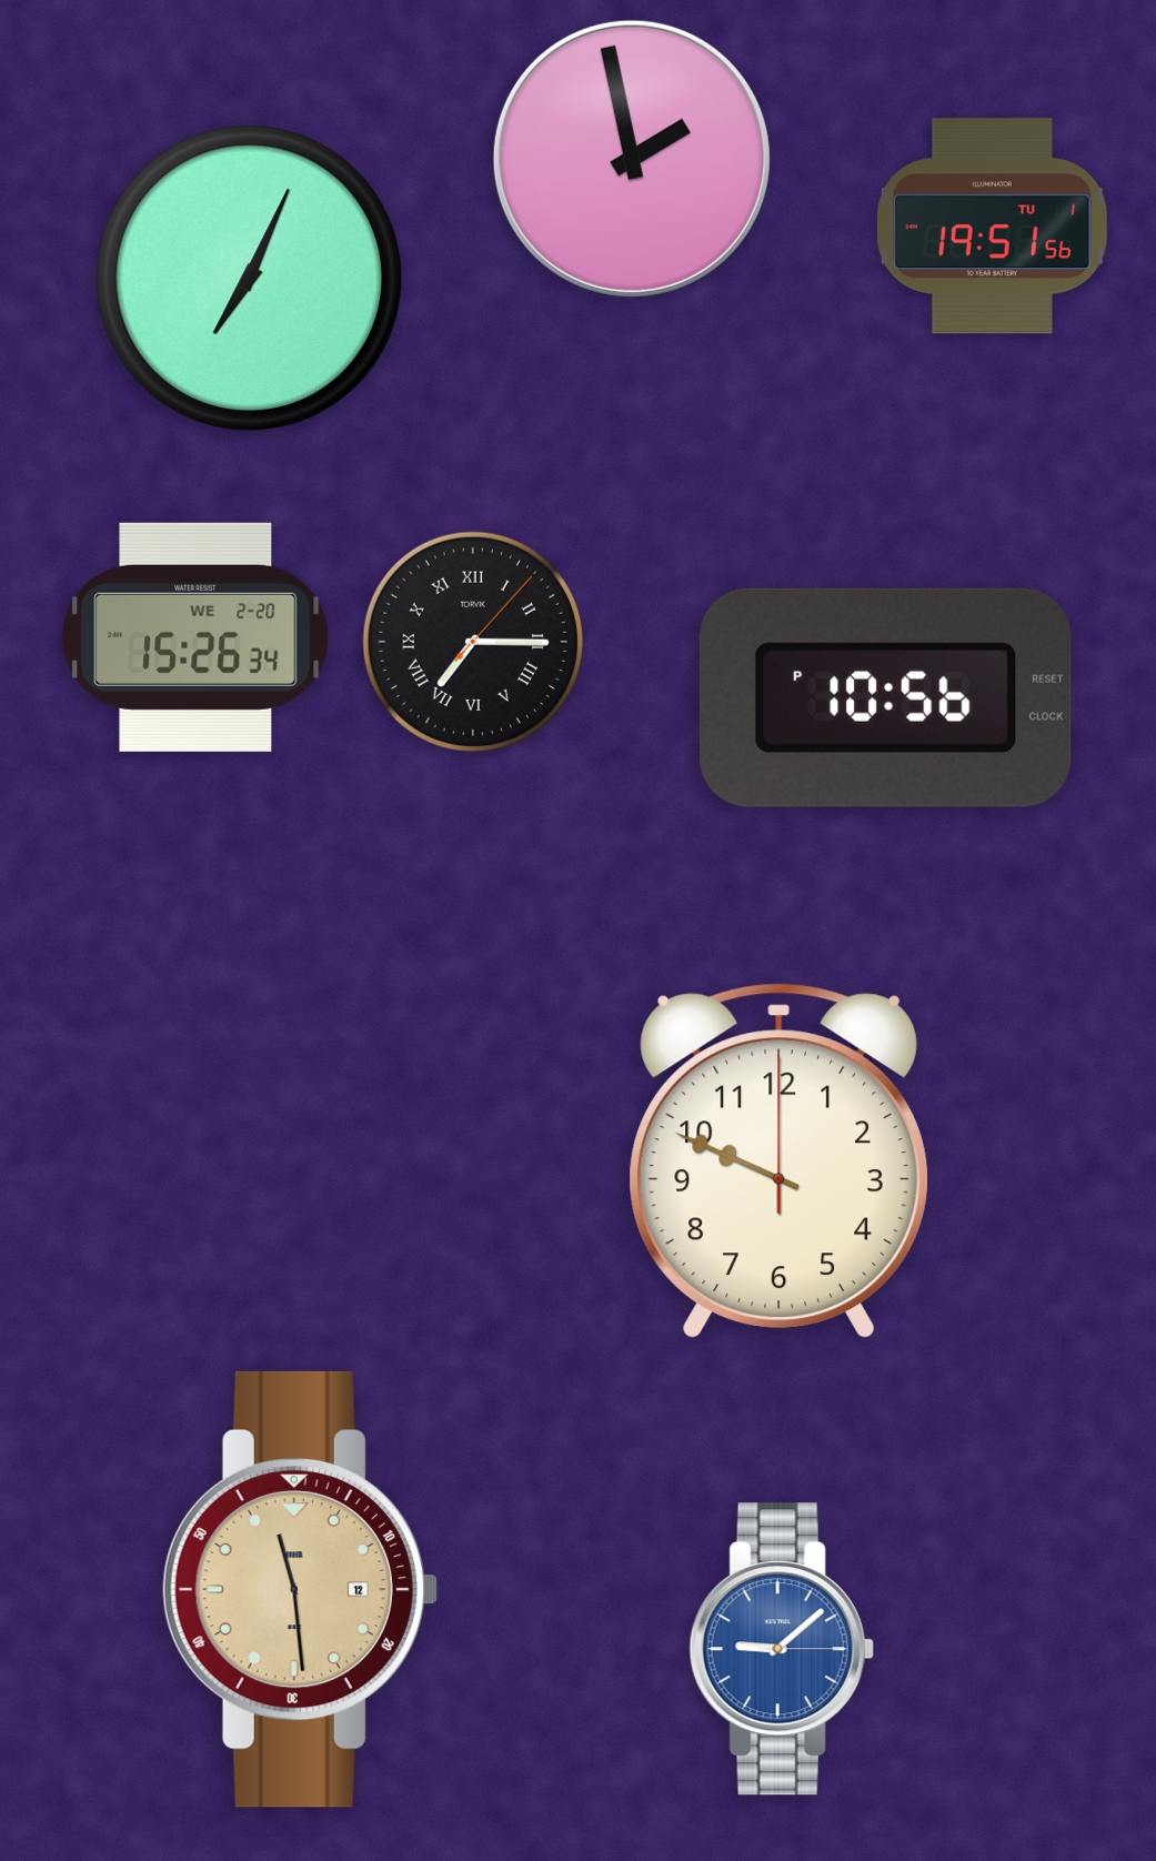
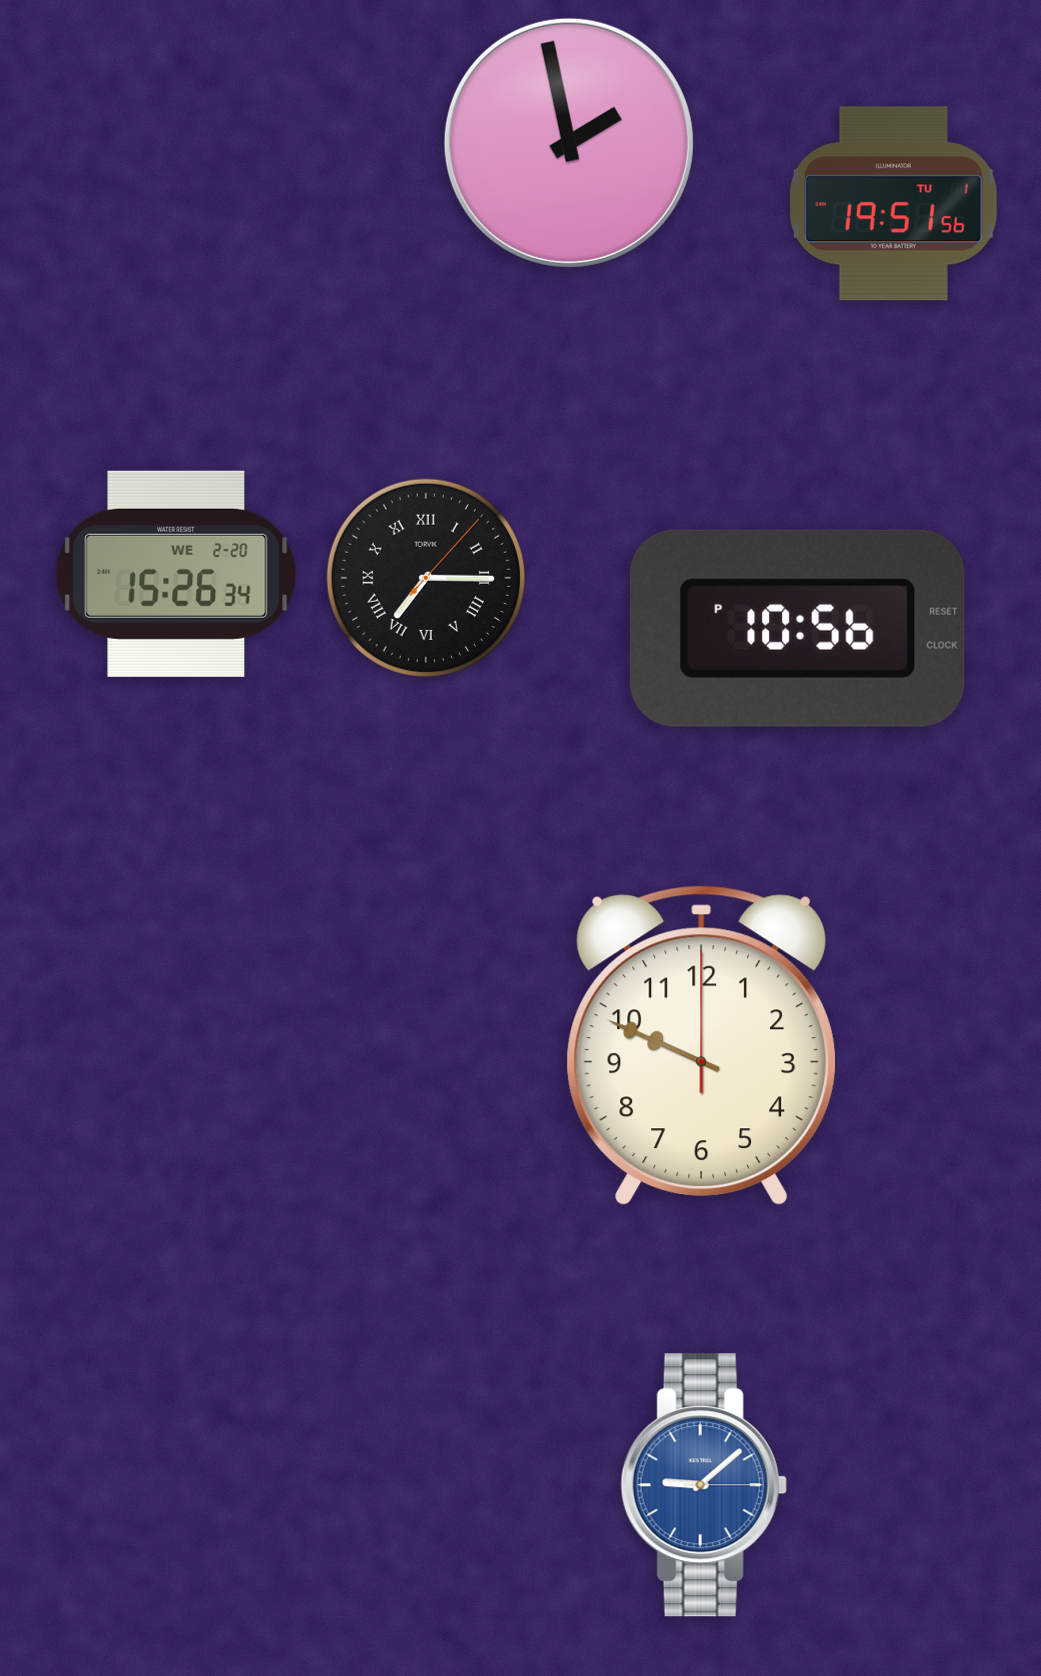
clock at (250, 279): 7:04 -> none
clock at (300, 1589): 11:29 -> none
